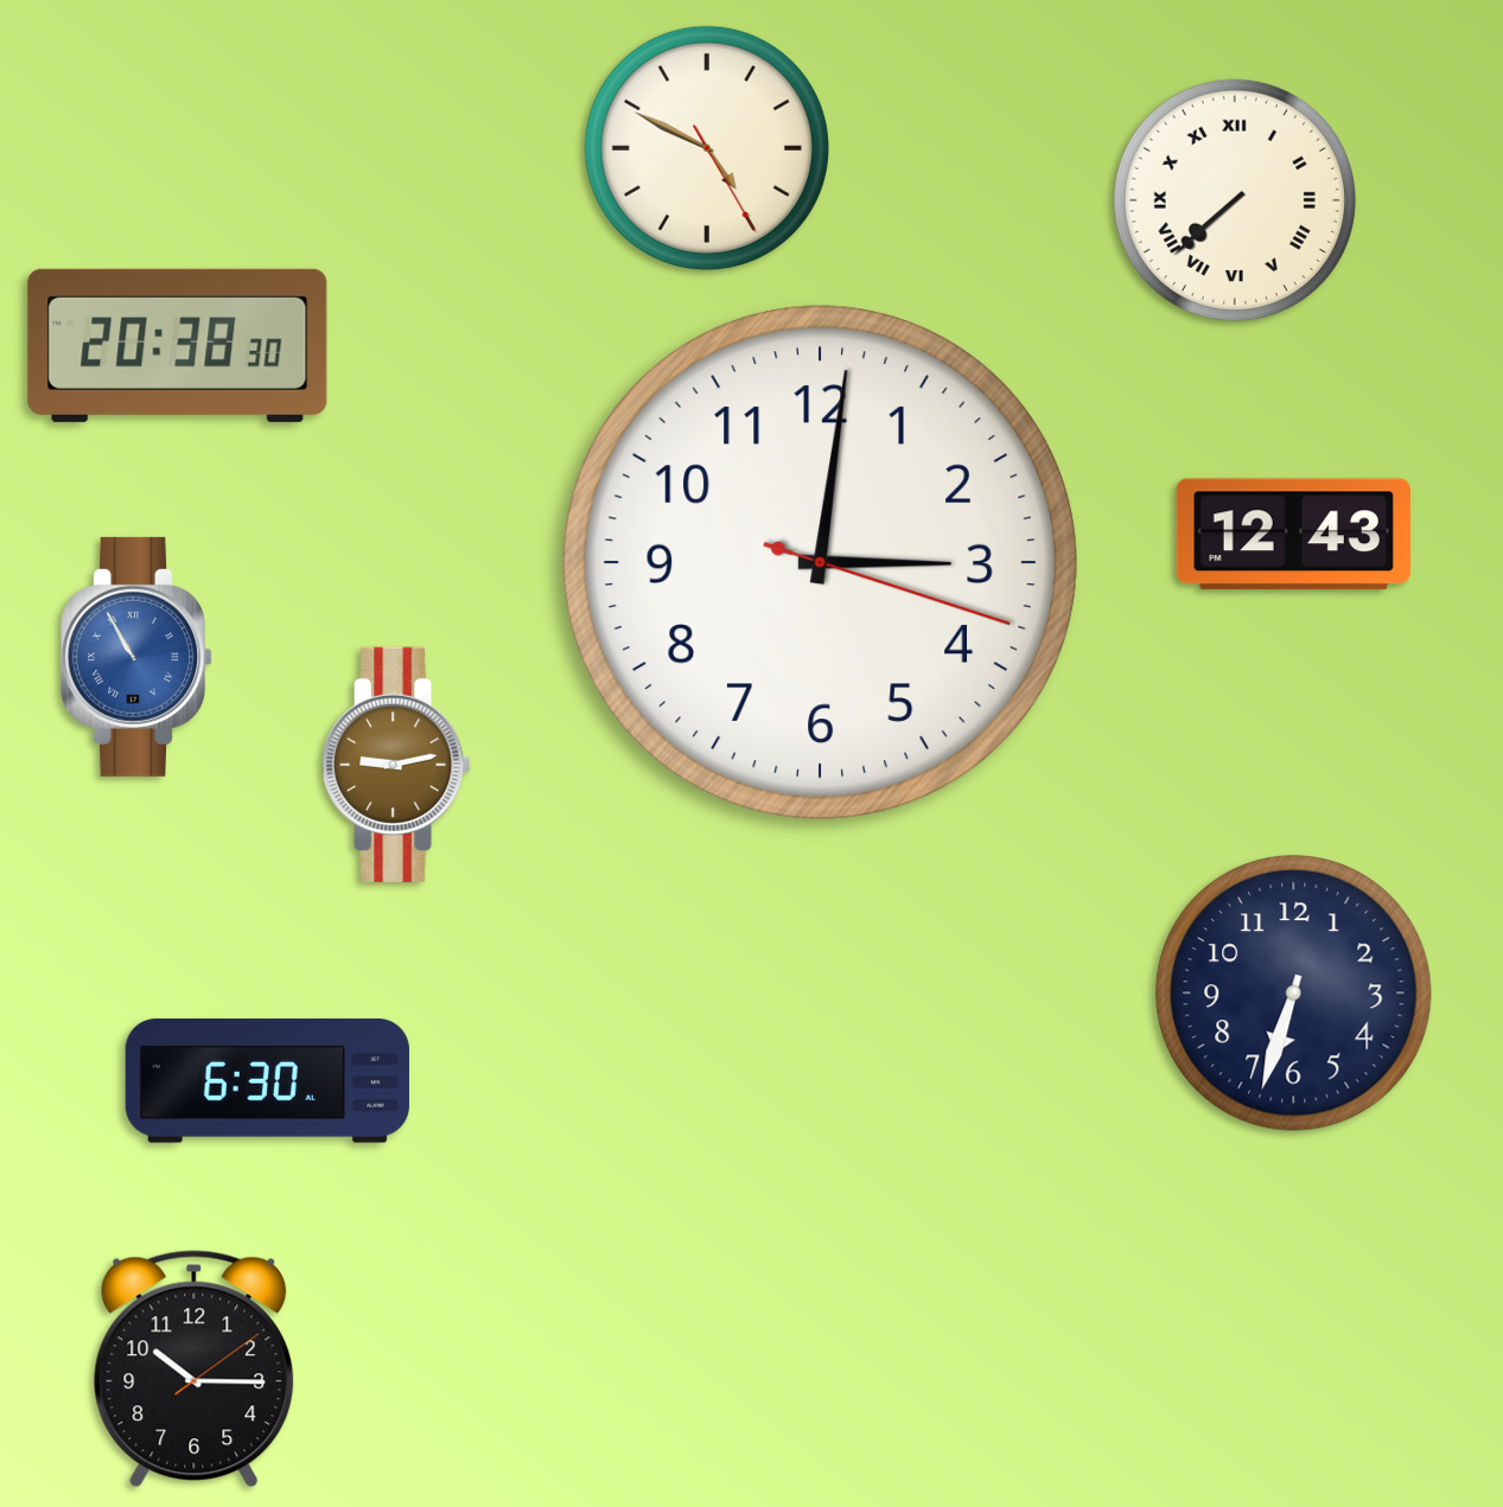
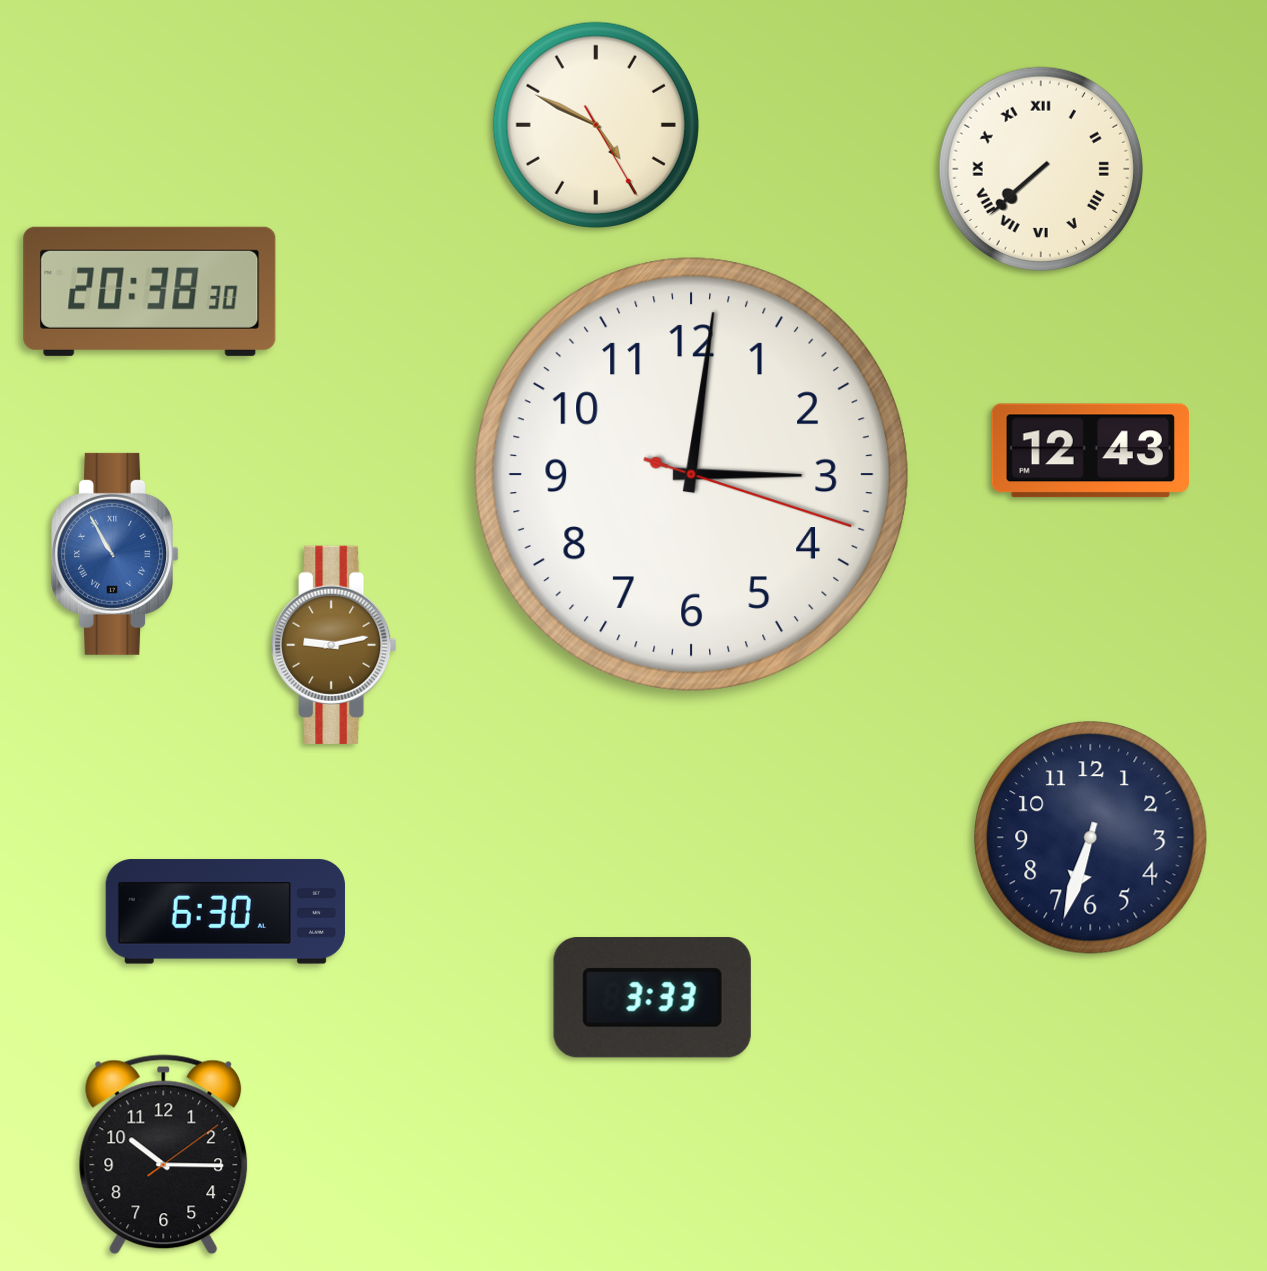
clock at (652, 998): none -> 3:33
